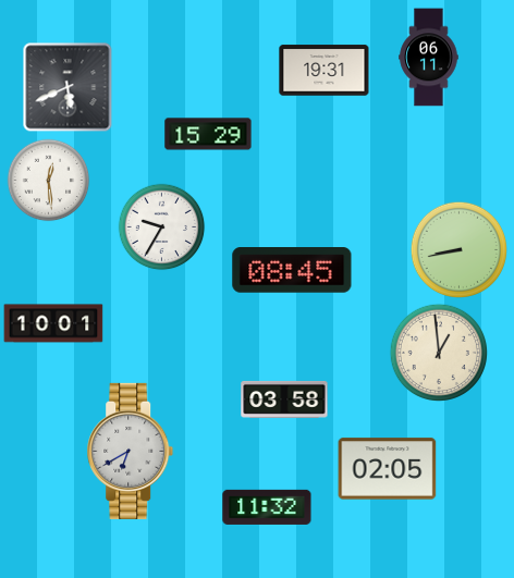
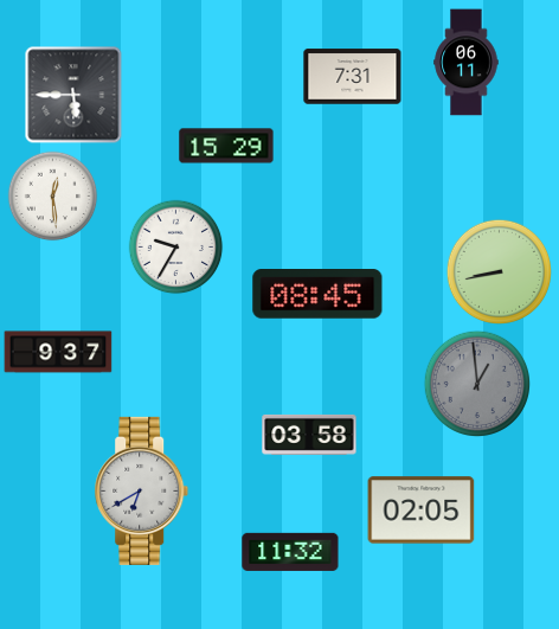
clock at (325, 71): 19:31 -> 7:31
clock at (68, 87): 5:41 -> 5:45
clock at (53, 323): 10:01 -> 9:37
clock at (438, 352) dial: cream -> grey
